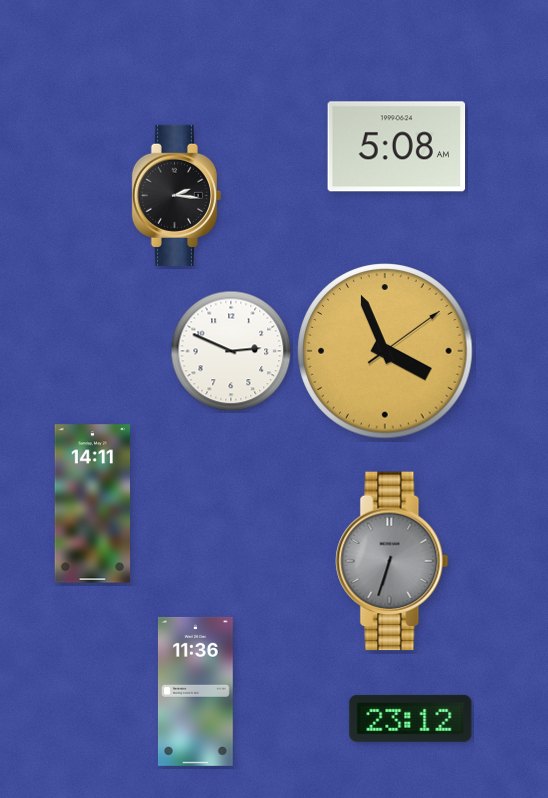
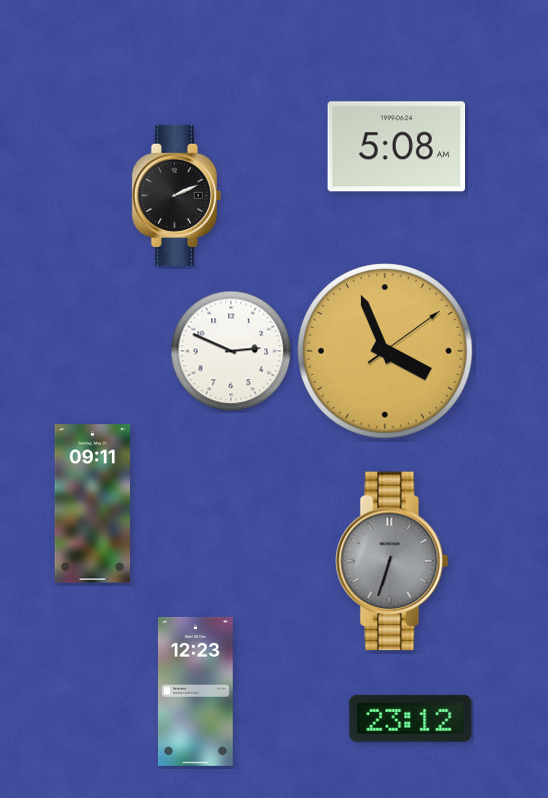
clock at (176, 195): 2:16 -> 2:11
clock at (93, 504): 14:11 -> 09:11
clock at (195, 691): 11:36 -> 12:23
